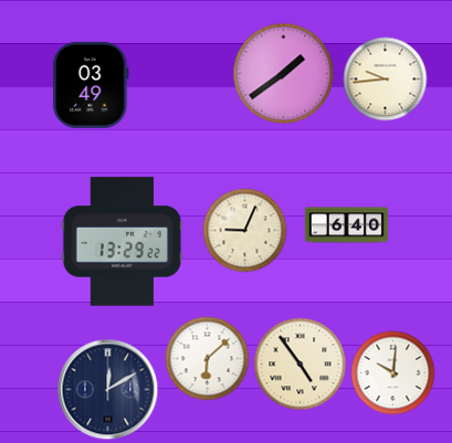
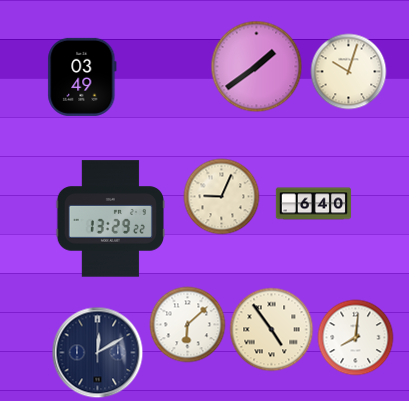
clock at (386, 80): 9:44 -> 10:03
clock at (245, 231) position: (245, 231) -> (222, 197)
clock at (393, 373): 10:01 -> 8:01
